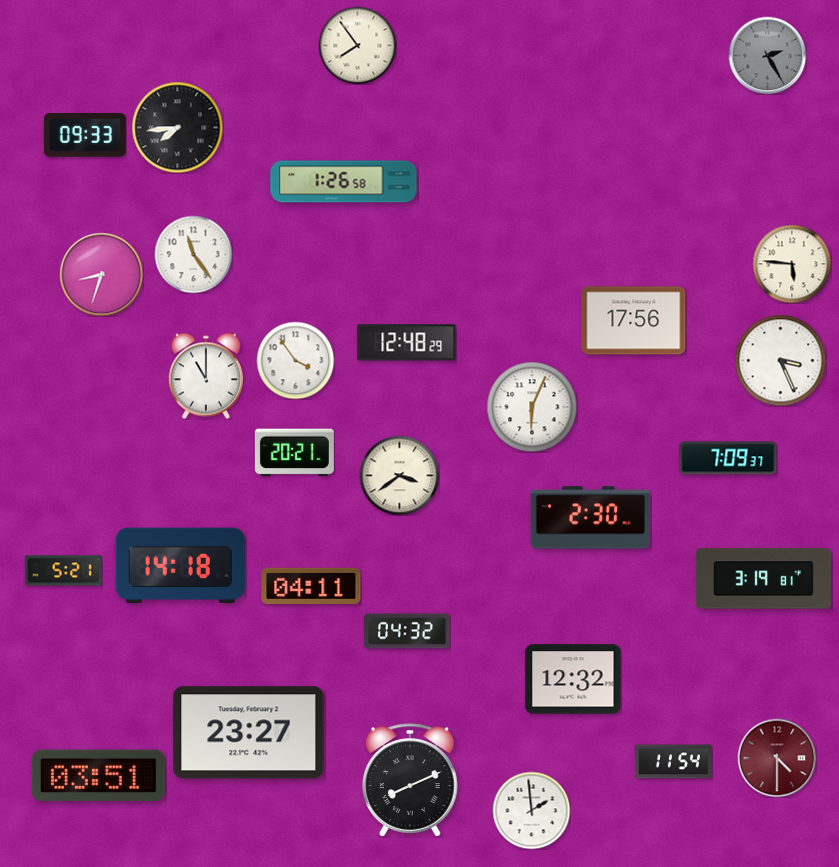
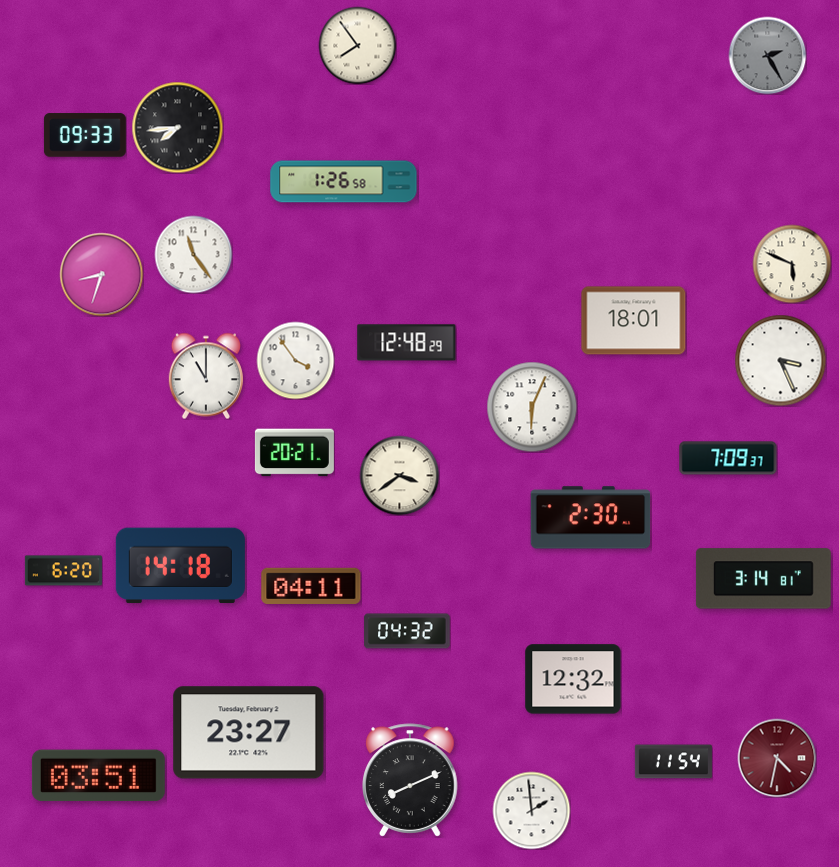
clock at (792, 264): 5:46 -> 5:49
clock at (634, 321): 17:56 -> 18:01
clock at (63, 571): 5:21 -> 6:20
clock at (763, 579): 3:19 -> 3:14
clock at (777, 758): 4:30 -> 4:32
